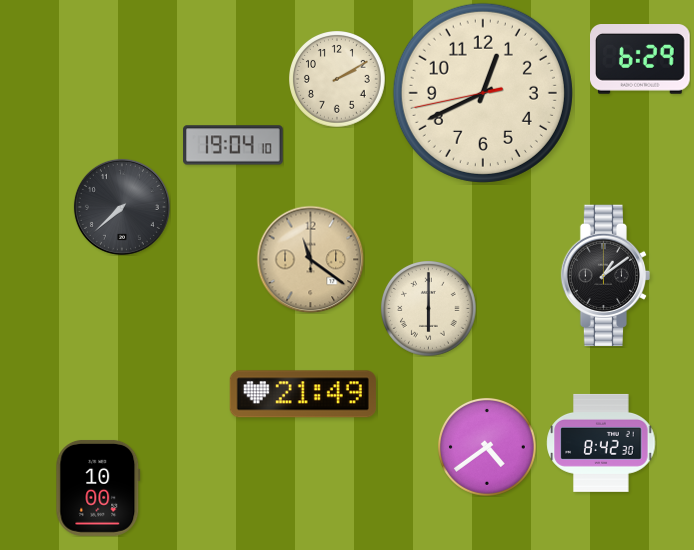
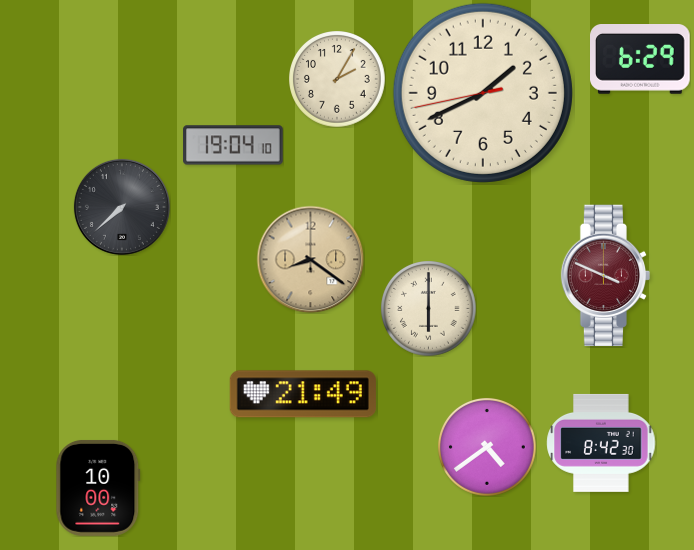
clock at (337, 79): 2:10 -> 2:05
clock at (483, 93): 12:40 -> 1:40
clock at (310, 259): 11:21 -> 8:21
clock at (606, 276): 1:09 -> 3:49
clock at (606, 276) dial: black -> burgundy
